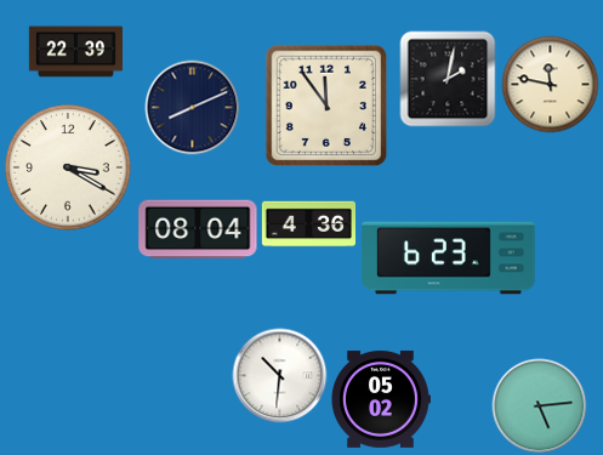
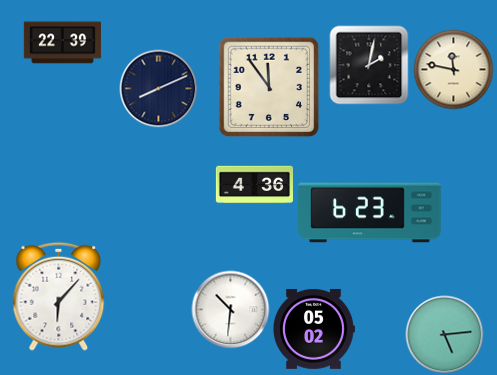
clock at (68, 167): 3:20 -> none
clock at (198, 229): 08:04 -> none
clock at (59, 296): none -> 6:07
